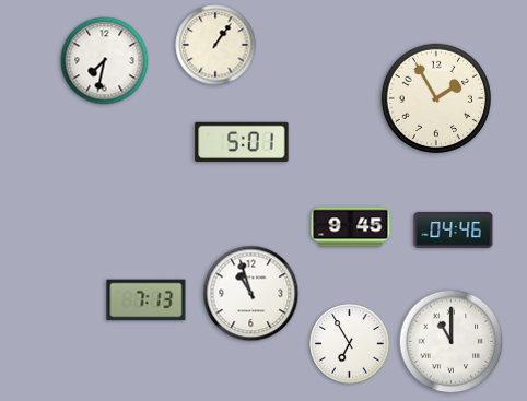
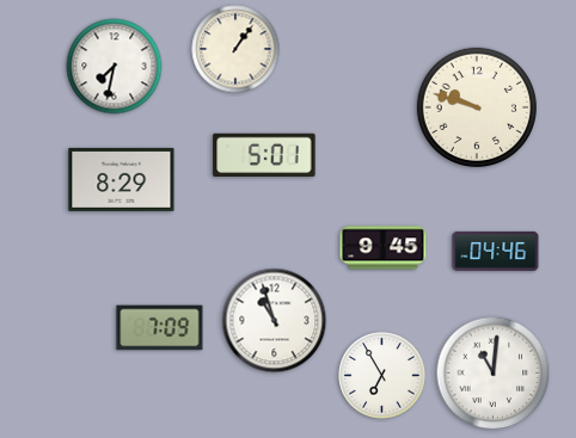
clock at (436, 98): 1:55 -> 9:48
clock at (122, 179): none -> 8:29
clock at (147, 300): 7:13 -> 7:09
clock at (452, 342): 11:00 -> 11:01
